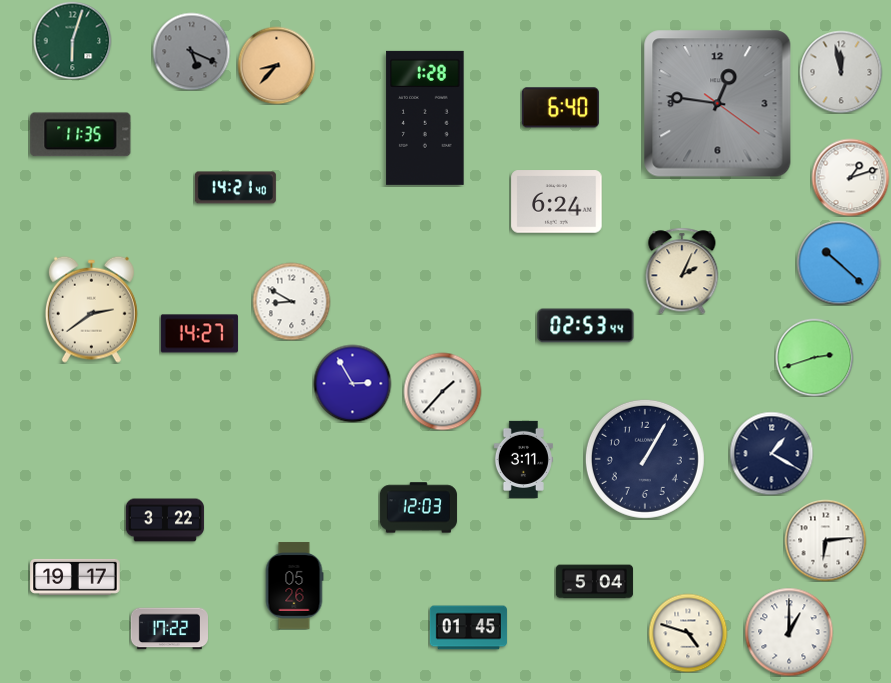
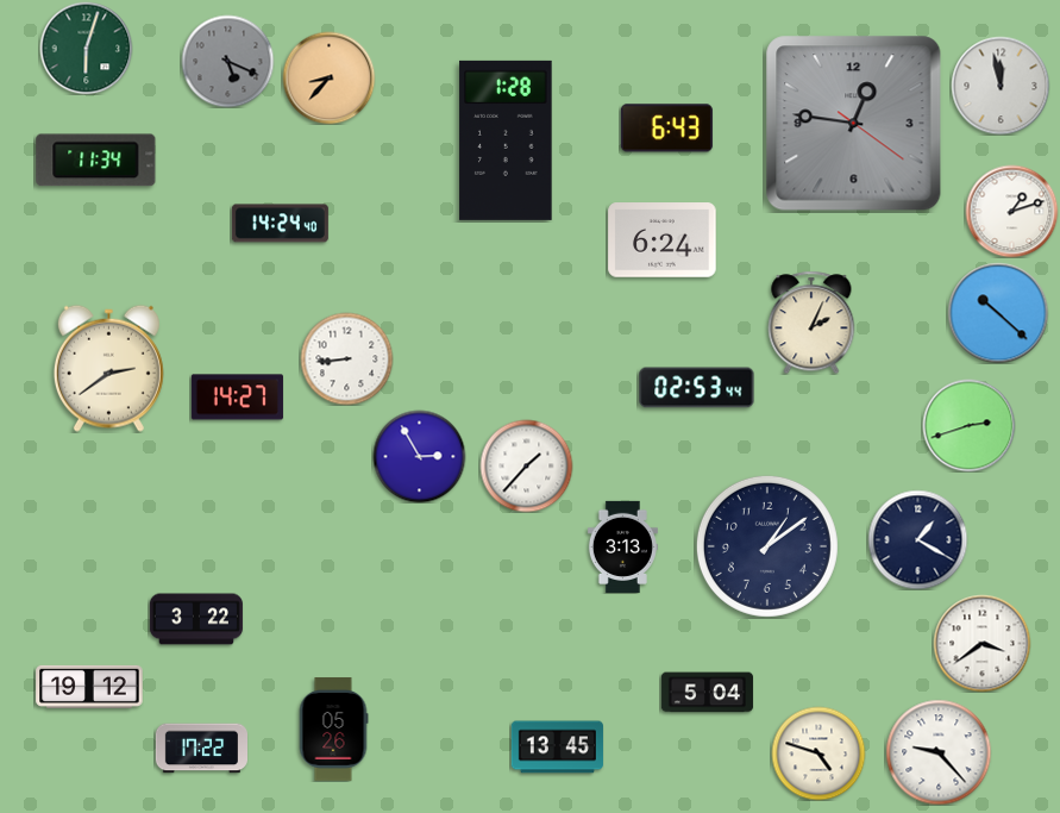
clock at (560, 108): 6:40 -> 6:43
clock at (81, 135): 11:35 -> 11:34
clock at (235, 188): 14:21 -> 14:24
clock at (291, 301): 8:50 -> 8:44
clock at (523, 459): 3:11 -> 3:13
clock at (645, 459): 1:05 -> 1:09
clock at (418, 508): 12:03 -> none
clock at (825, 540): 6:14 -> 3:39
clock at (75, 577): 19:17 -> 19:12
clock at (294, 586) position: (294, 586) -> (333, 730)
clock at (468, 628): 01:45 -> 13:45
clock at (789, 632): 1:00 -> 9:23
